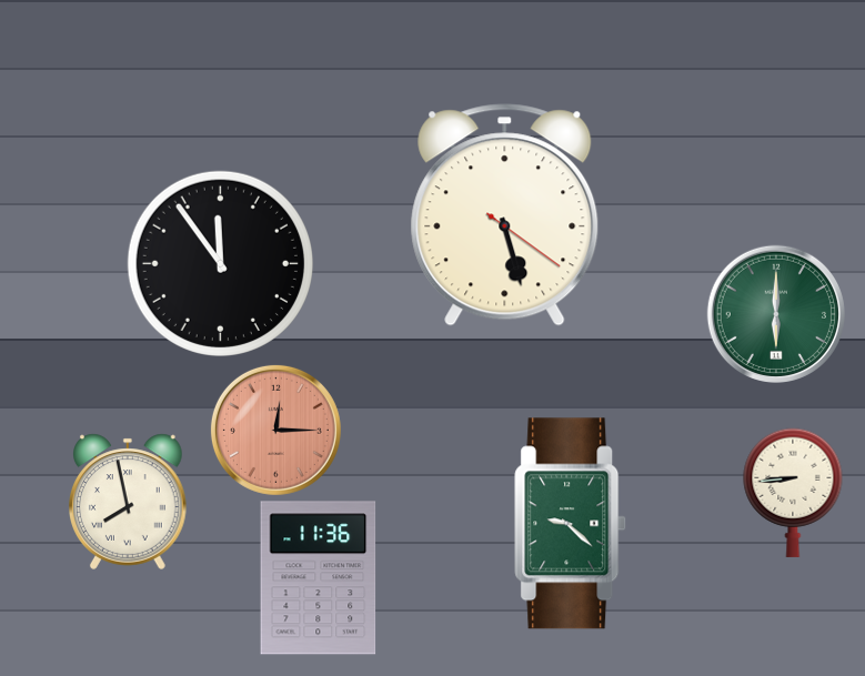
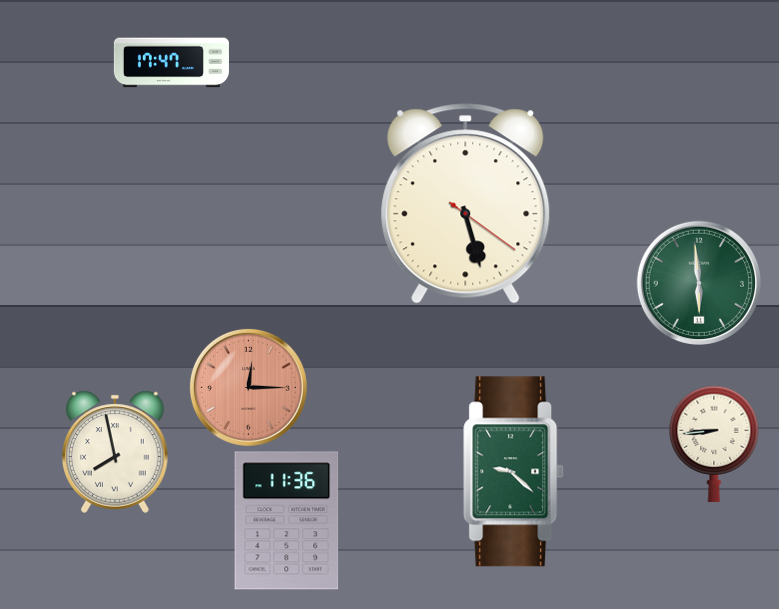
clock at (171, 63): none -> 17:47
clock at (505, 215) position: (505, 215) -> (466, 204)
clock at (220, 263): 11:54 -> none
clock at (776, 314): 6:00 -> 5:59
